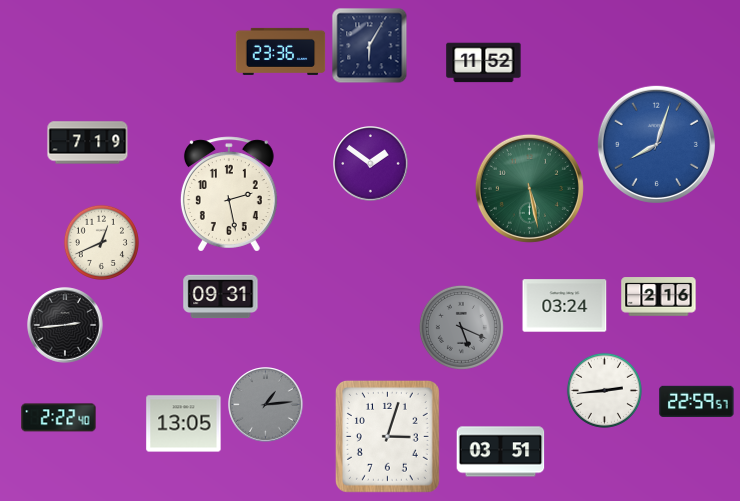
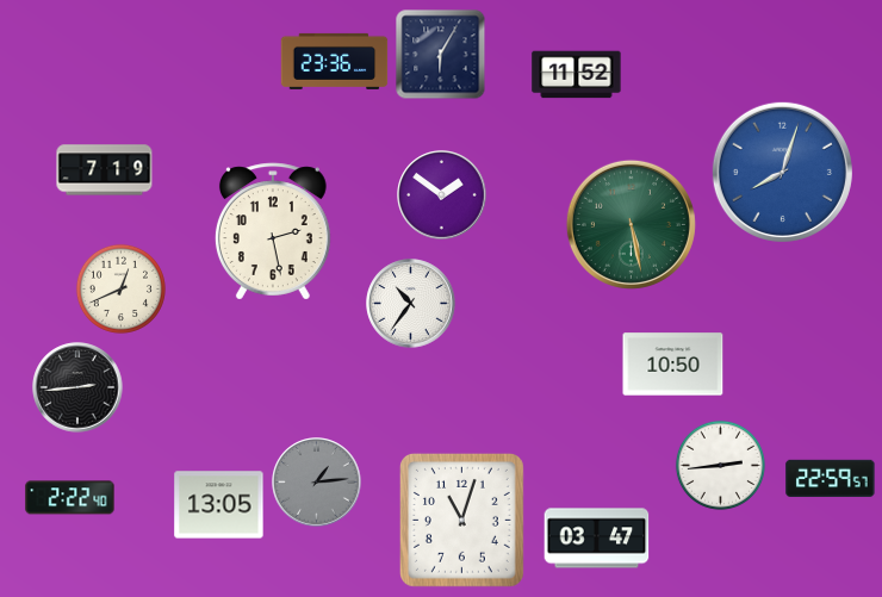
clock at (411, 304): none -> 10:36
clock at (221, 297): 09:31 -> none
clock at (659, 297): 2:16 -> none
clock at (565, 306): 03:24 -> 10:50
clock at (461, 327): 5:19 -> none
clock at (387, 436): 3:03 -> 11:03
clock at (501, 452): 03:51 -> 03:47
